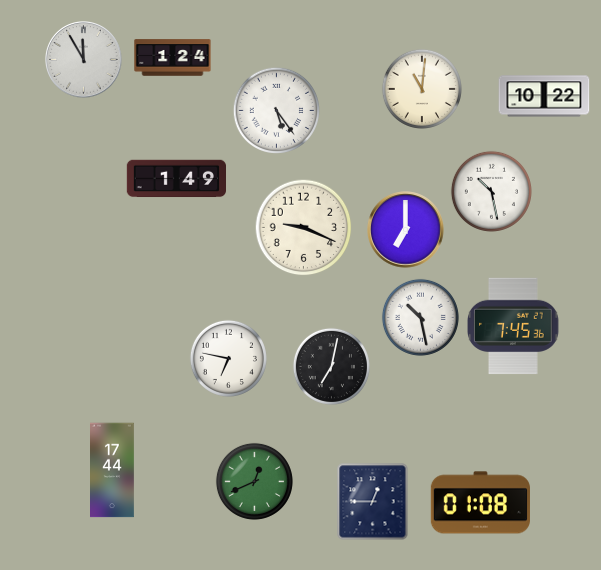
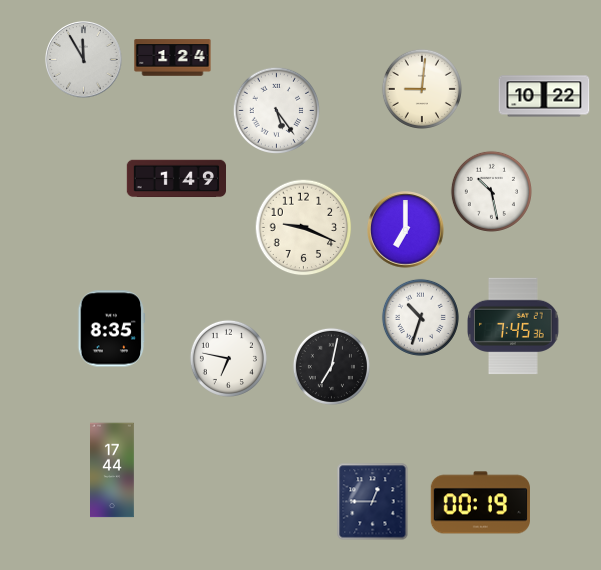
clock at (422, 89): 11:01 -> 9:01
clock at (420, 317): 10:28 -> 10:33
clock at (112, 329): none -> 8:35
clock at (254, 481): 12:41 -> none
clock at (480, 503): 01:08 -> 00:19
